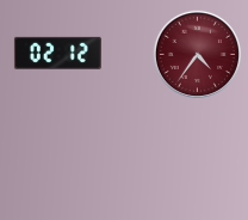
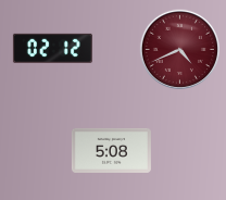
clock at (197, 54): 4:36 -> 4:41
clock at (111, 150): none -> 5:08
